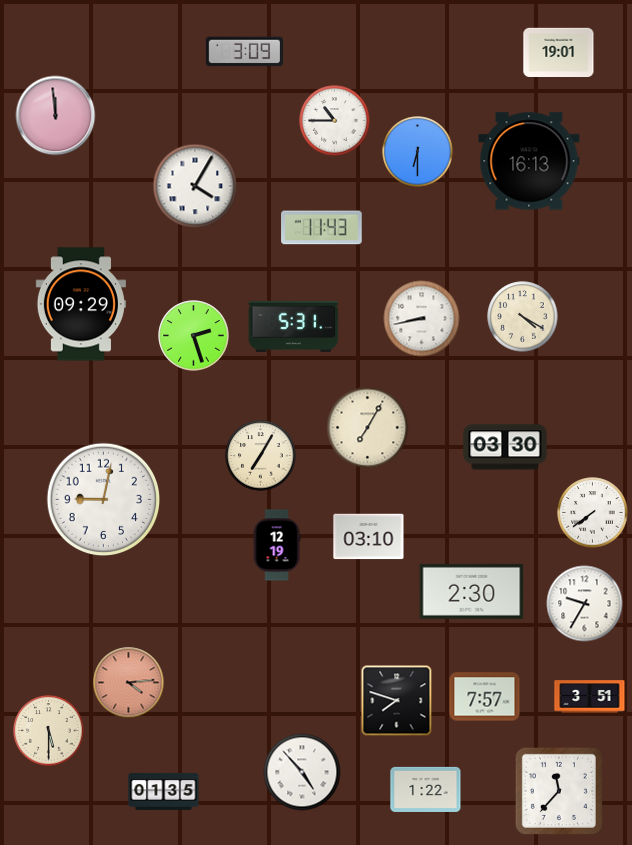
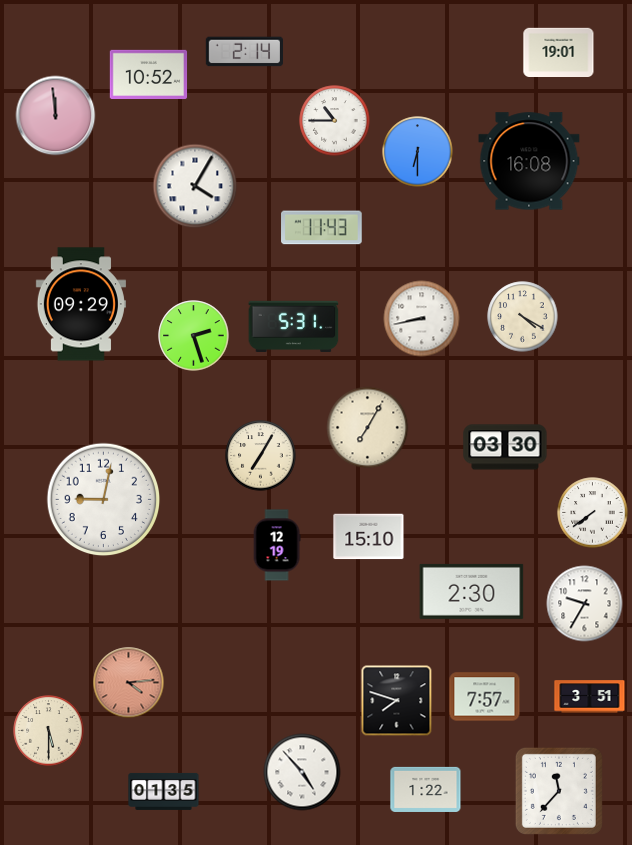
clock at (244, 52): 3:09 -> 2:14
clock at (149, 74): none -> 10:52
clock at (529, 161): 16:13 -> 16:08
clock at (369, 537): 03:10 -> 15:10
